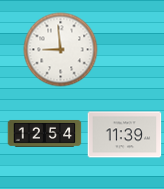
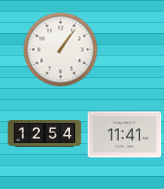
clock at (61, 50): 8:59 -> 1:06
clock at (125, 135): 11:39 -> 11:41
